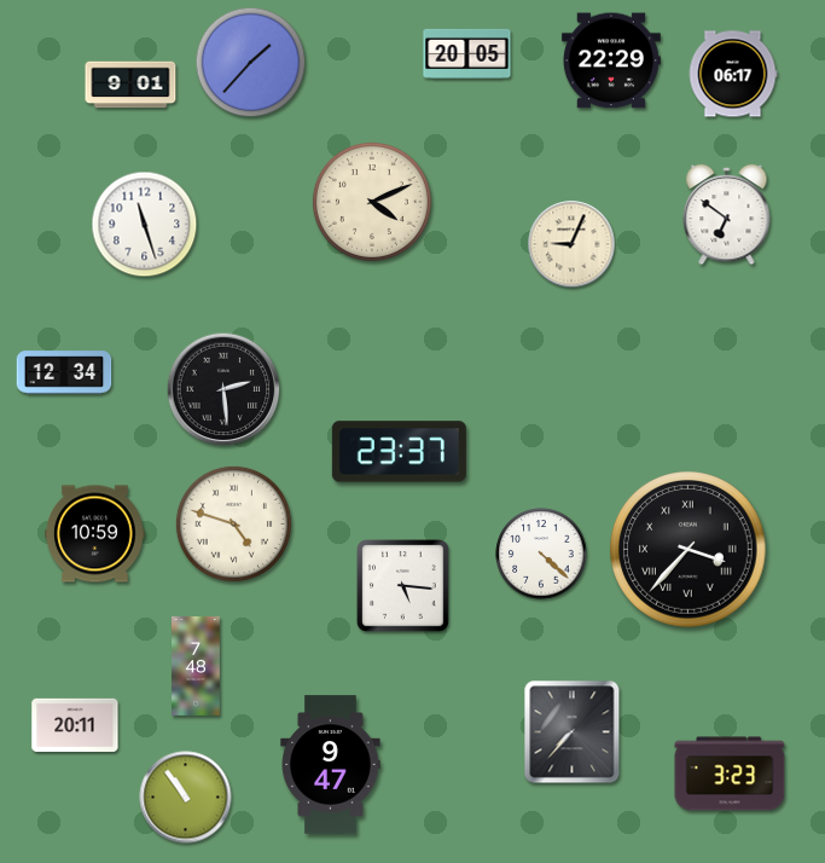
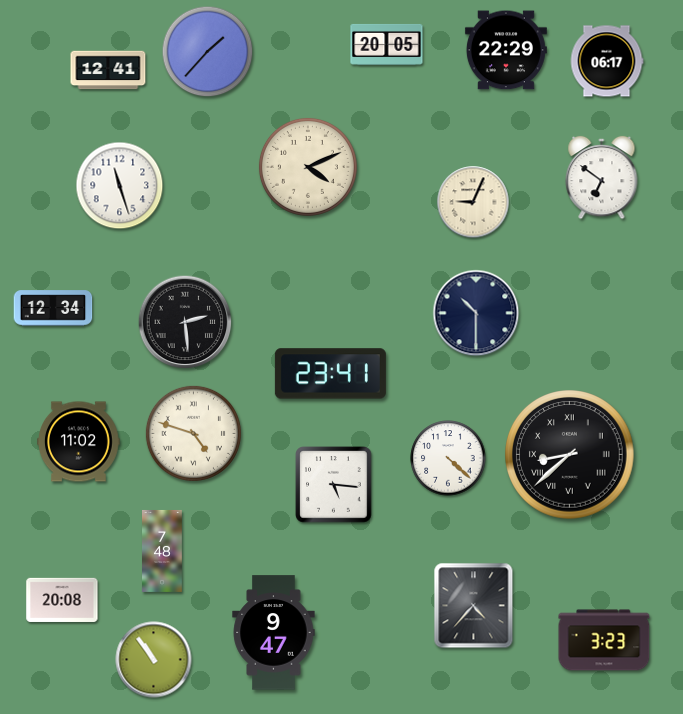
clock at (130, 85): 9:01 -> 12:41
clock at (476, 313): none -> 10:30
clock at (399, 452): 23:37 -> 23:41
clock at (95, 534): 10:59 -> 11:02
clock at (689, 550): 3:37 -> 8:38
clock at (75, 725): 20:11 -> 20:08
clock at (573, 732): 7:37 -> 4:37
